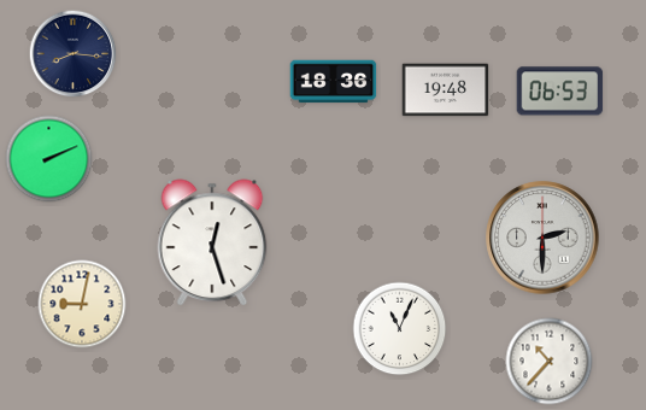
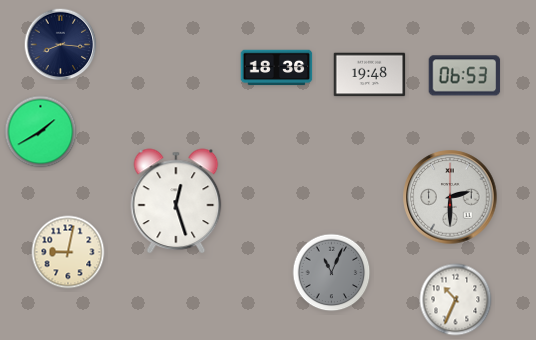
clock at (49, 159): 2:11 -> 1:40
clock at (400, 329) dial: white -> grey
clock at (550, 362): 10:37 -> 10:34
